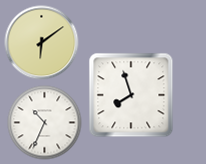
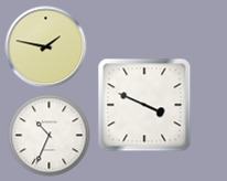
clock at (42, 43): 6:09 -> 1:47
clock at (131, 95): 7:57 -> 3:49
